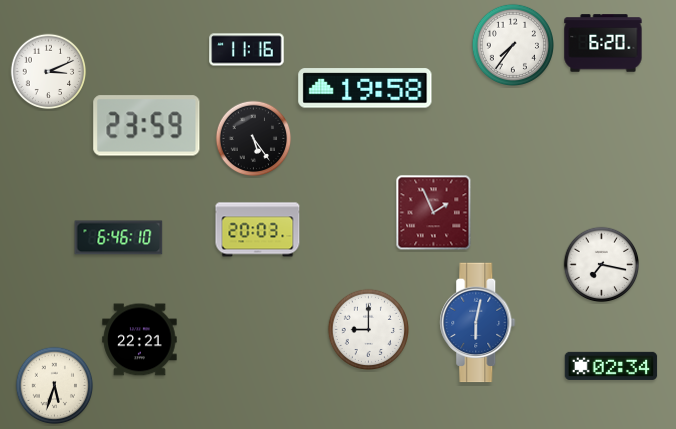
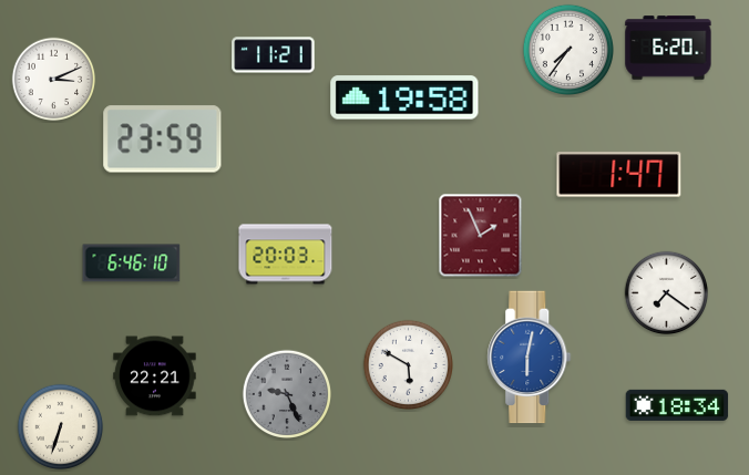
clock at (247, 50): 11:16 -> 11:21
clock at (254, 139): 5:24 -> none
clock at (619, 175): none -> 1:47
clock at (602, 265): 7:17 -> 7:21
clock at (368, 329): 9:00 -> 5:50
clock at (286, 393): none -> 9:26
clock at (611, 366): 02:34 -> 18:34
clock at (55, 386): 5:33 -> 6:33
